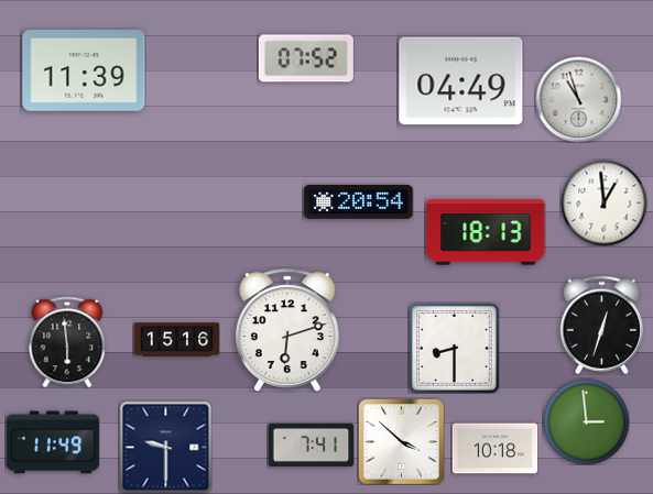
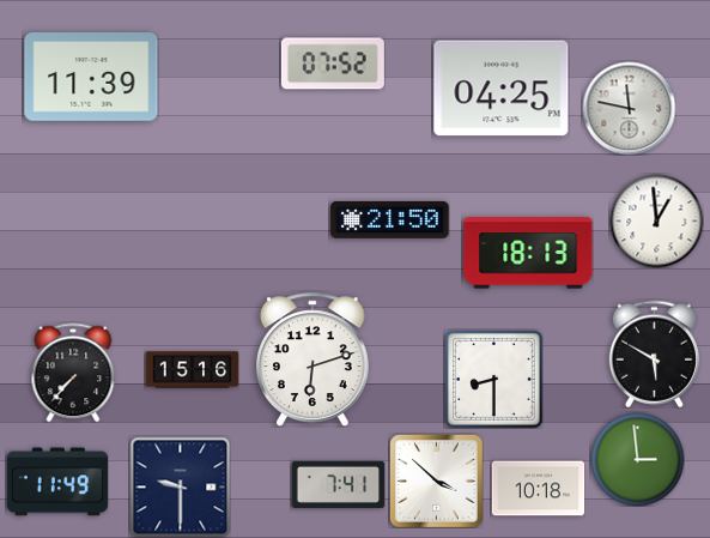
clock at (461, 81): 04:49 -> 04:25
clock at (578, 99): 10:57 -> 11:47
clock at (359, 201): 20:54 -> 21:50
clock at (601, 325): 12:33 -> 5:50
clock at (67, 342): 5:59 -> 7:37
